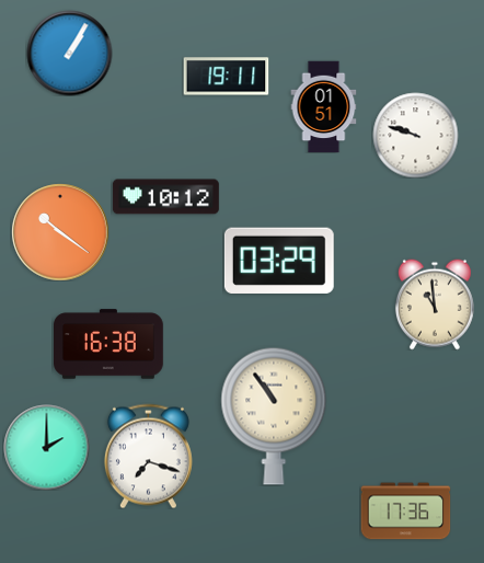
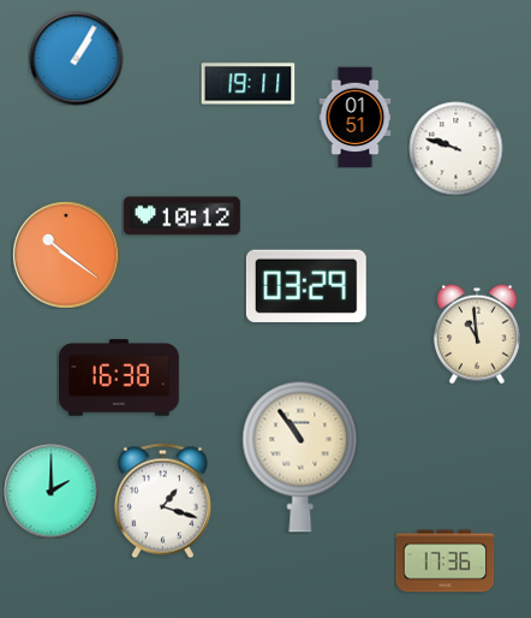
clock at (148, 456): 7:18 -> 1:18
